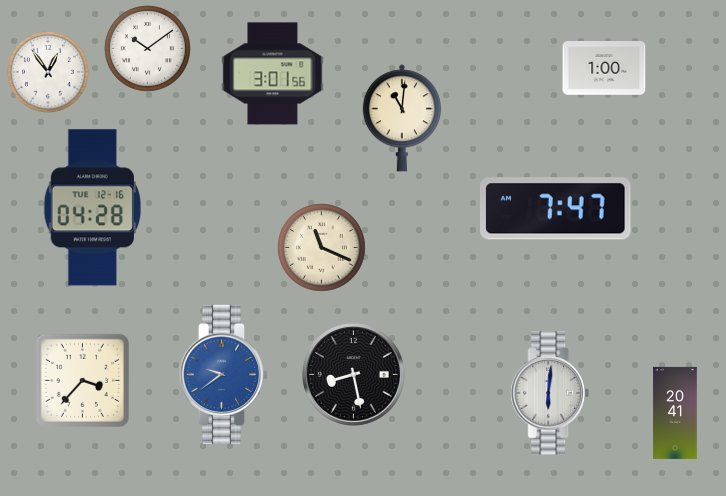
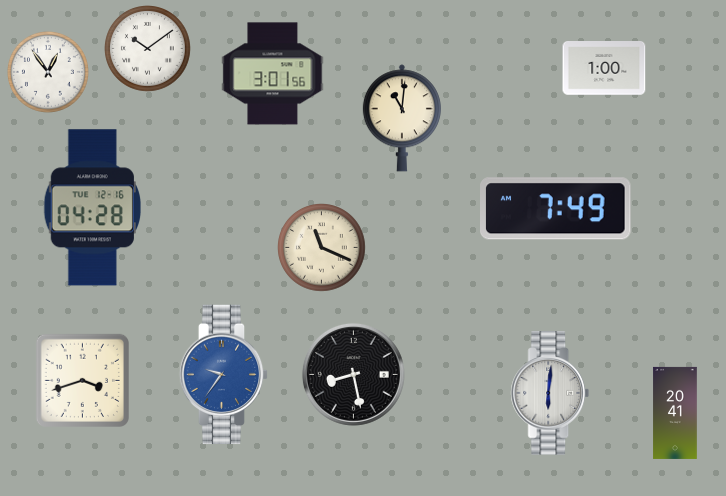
clock at (556, 209): 7:47 -> 7:49
clock at (224, 375): 9:39 -> 9:36
clock at (82, 380): 3:37 -> 3:42
